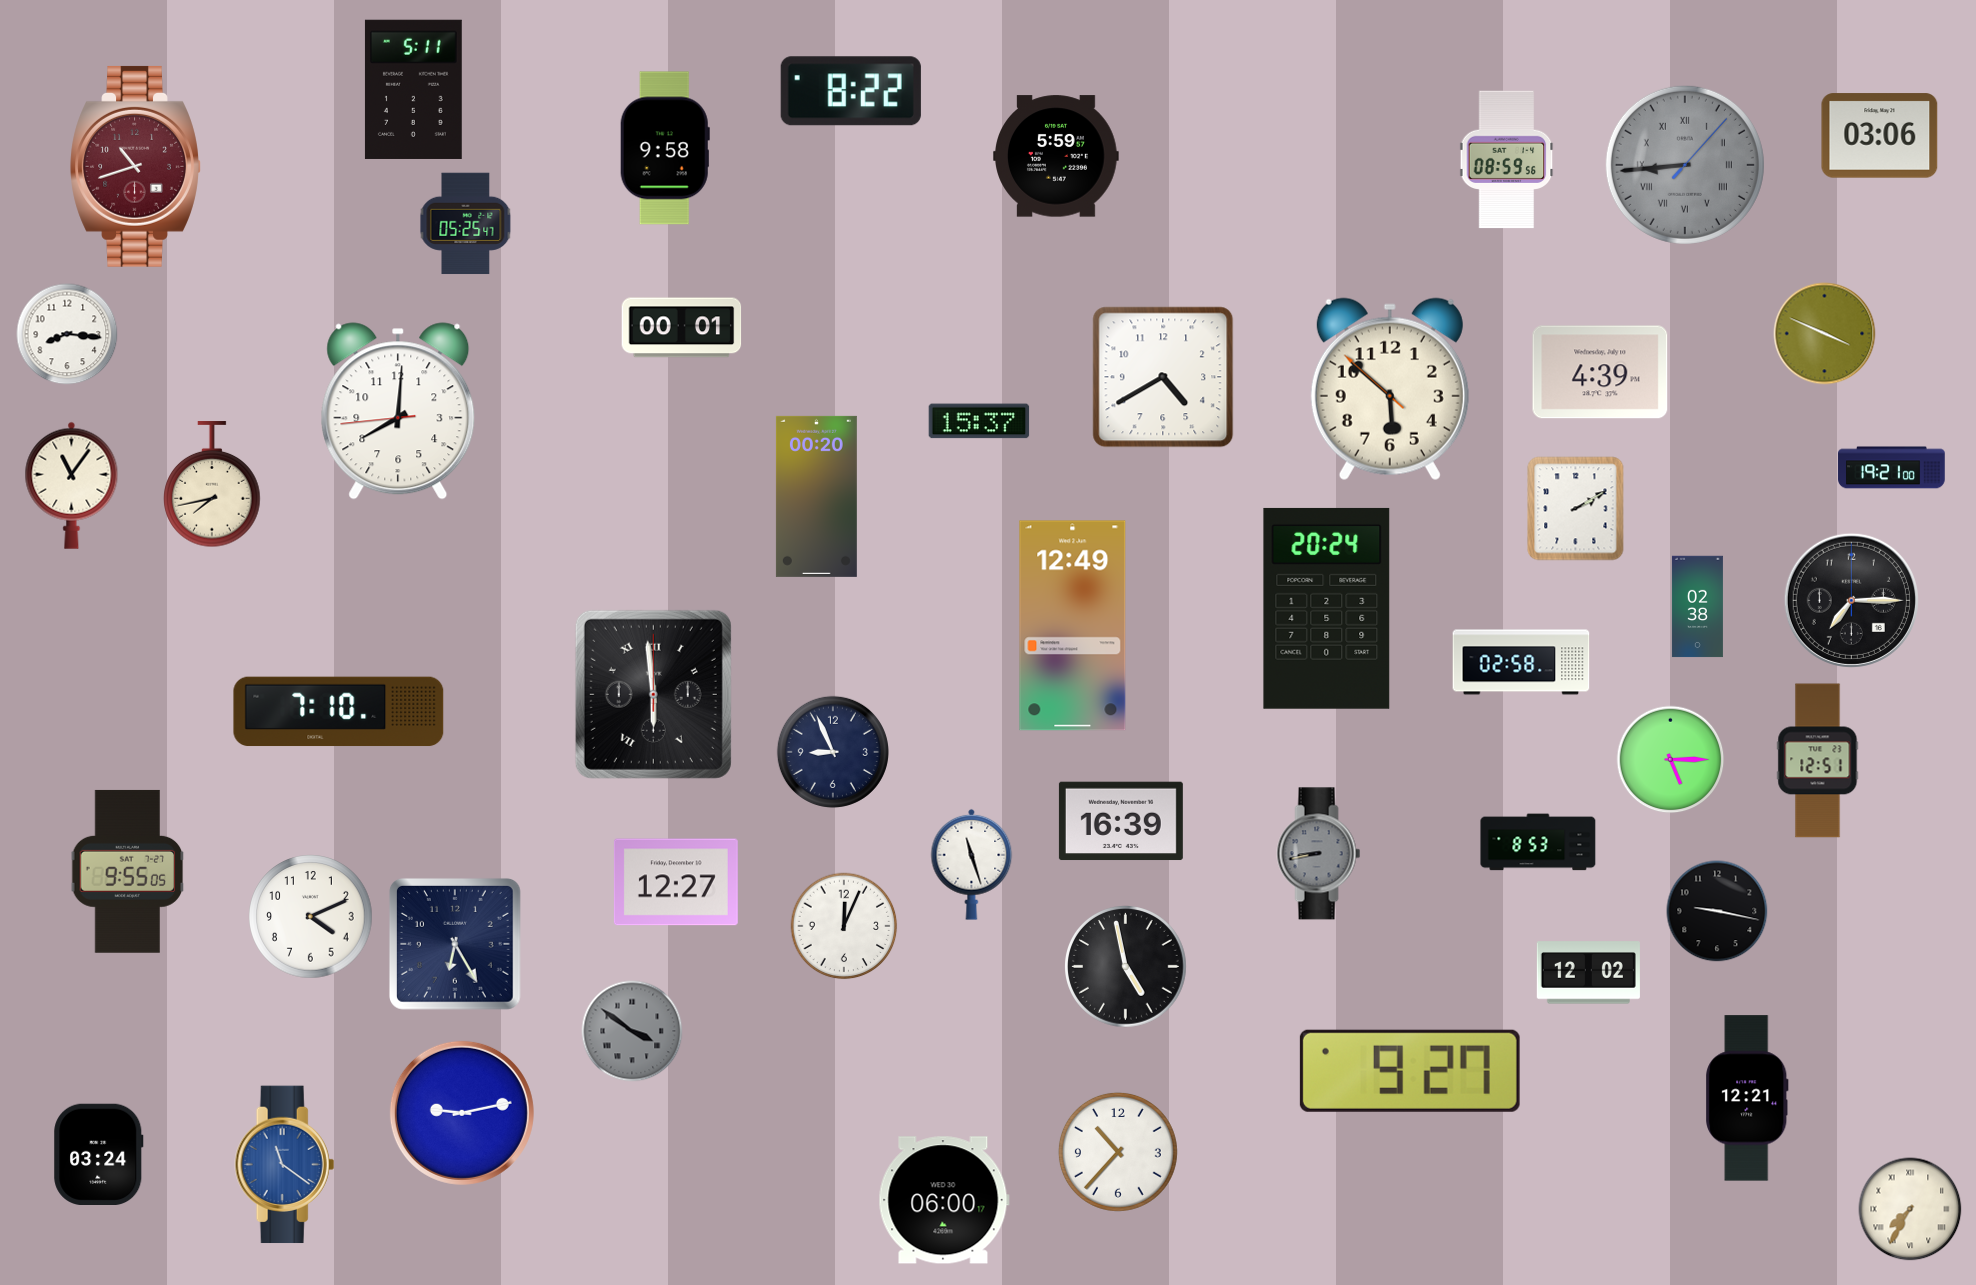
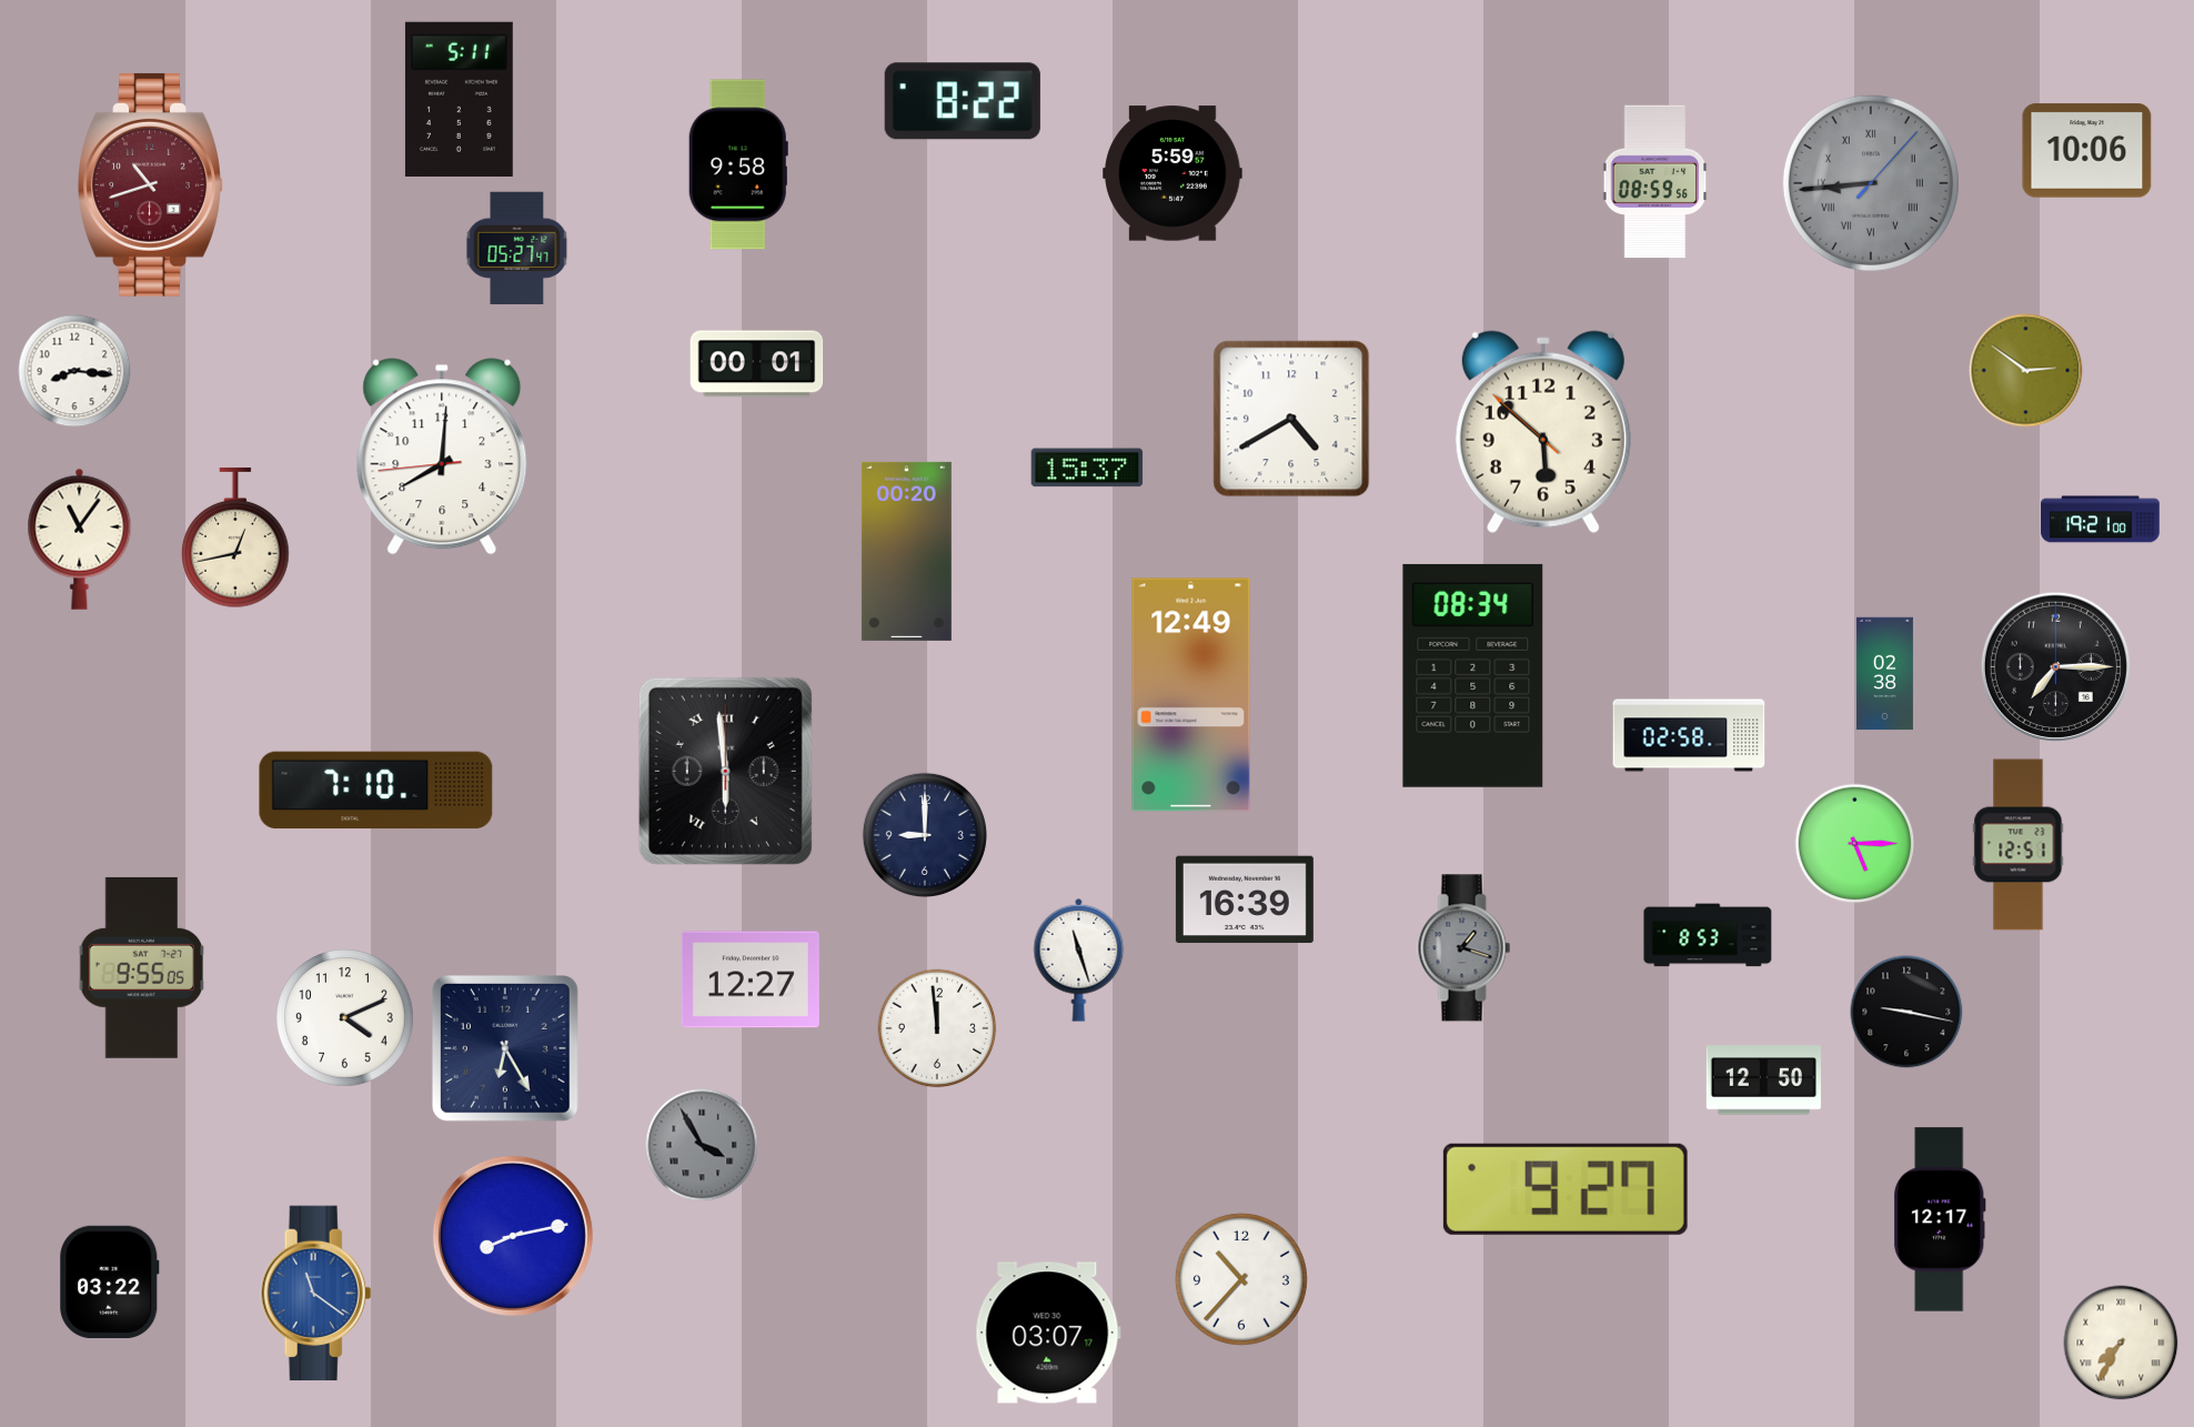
clock at (851, 91) position: (851, 91) -> (963, 101)
clock at (1880, 136): 03:06 -> 10:06
clock at (1507, 160) position: (1507, 160) -> (1655, 182)
clock at (466, 224): 05:25 -> 05:27
clock at (1825, 334): 3:49 -> 2:51
clock at (1600, 372): 4:39 -> none
clock at (212, 485): 7:43 -> 12:43
clock at (1576, 509): 2:10 -> none
clock at (1327, 608): 20:24 -> 08:34
clock at (833, 752): 8:56 -> 9:00
clock at (1121, 821) position: (1121, 821) -> (1245, 900)
clock at (1319, 854): 8:43 -> 1:18
clock at (844, 926): 12:04 -> 11:59
clock at (1126, 967): 4:58 -> none
clock at (1588, 973): 12:02 -> 12:50
clock at (632, 1031): 3:51 -> 3:55
clock at (1747, 1098): 12:21 -> 12:17
clock at (462, 1113): 9:13 -> 8:13
clock at (99, 1154): 03:24 -> 03:22
clock at (944, 1200): 06:00 -> 03:07
